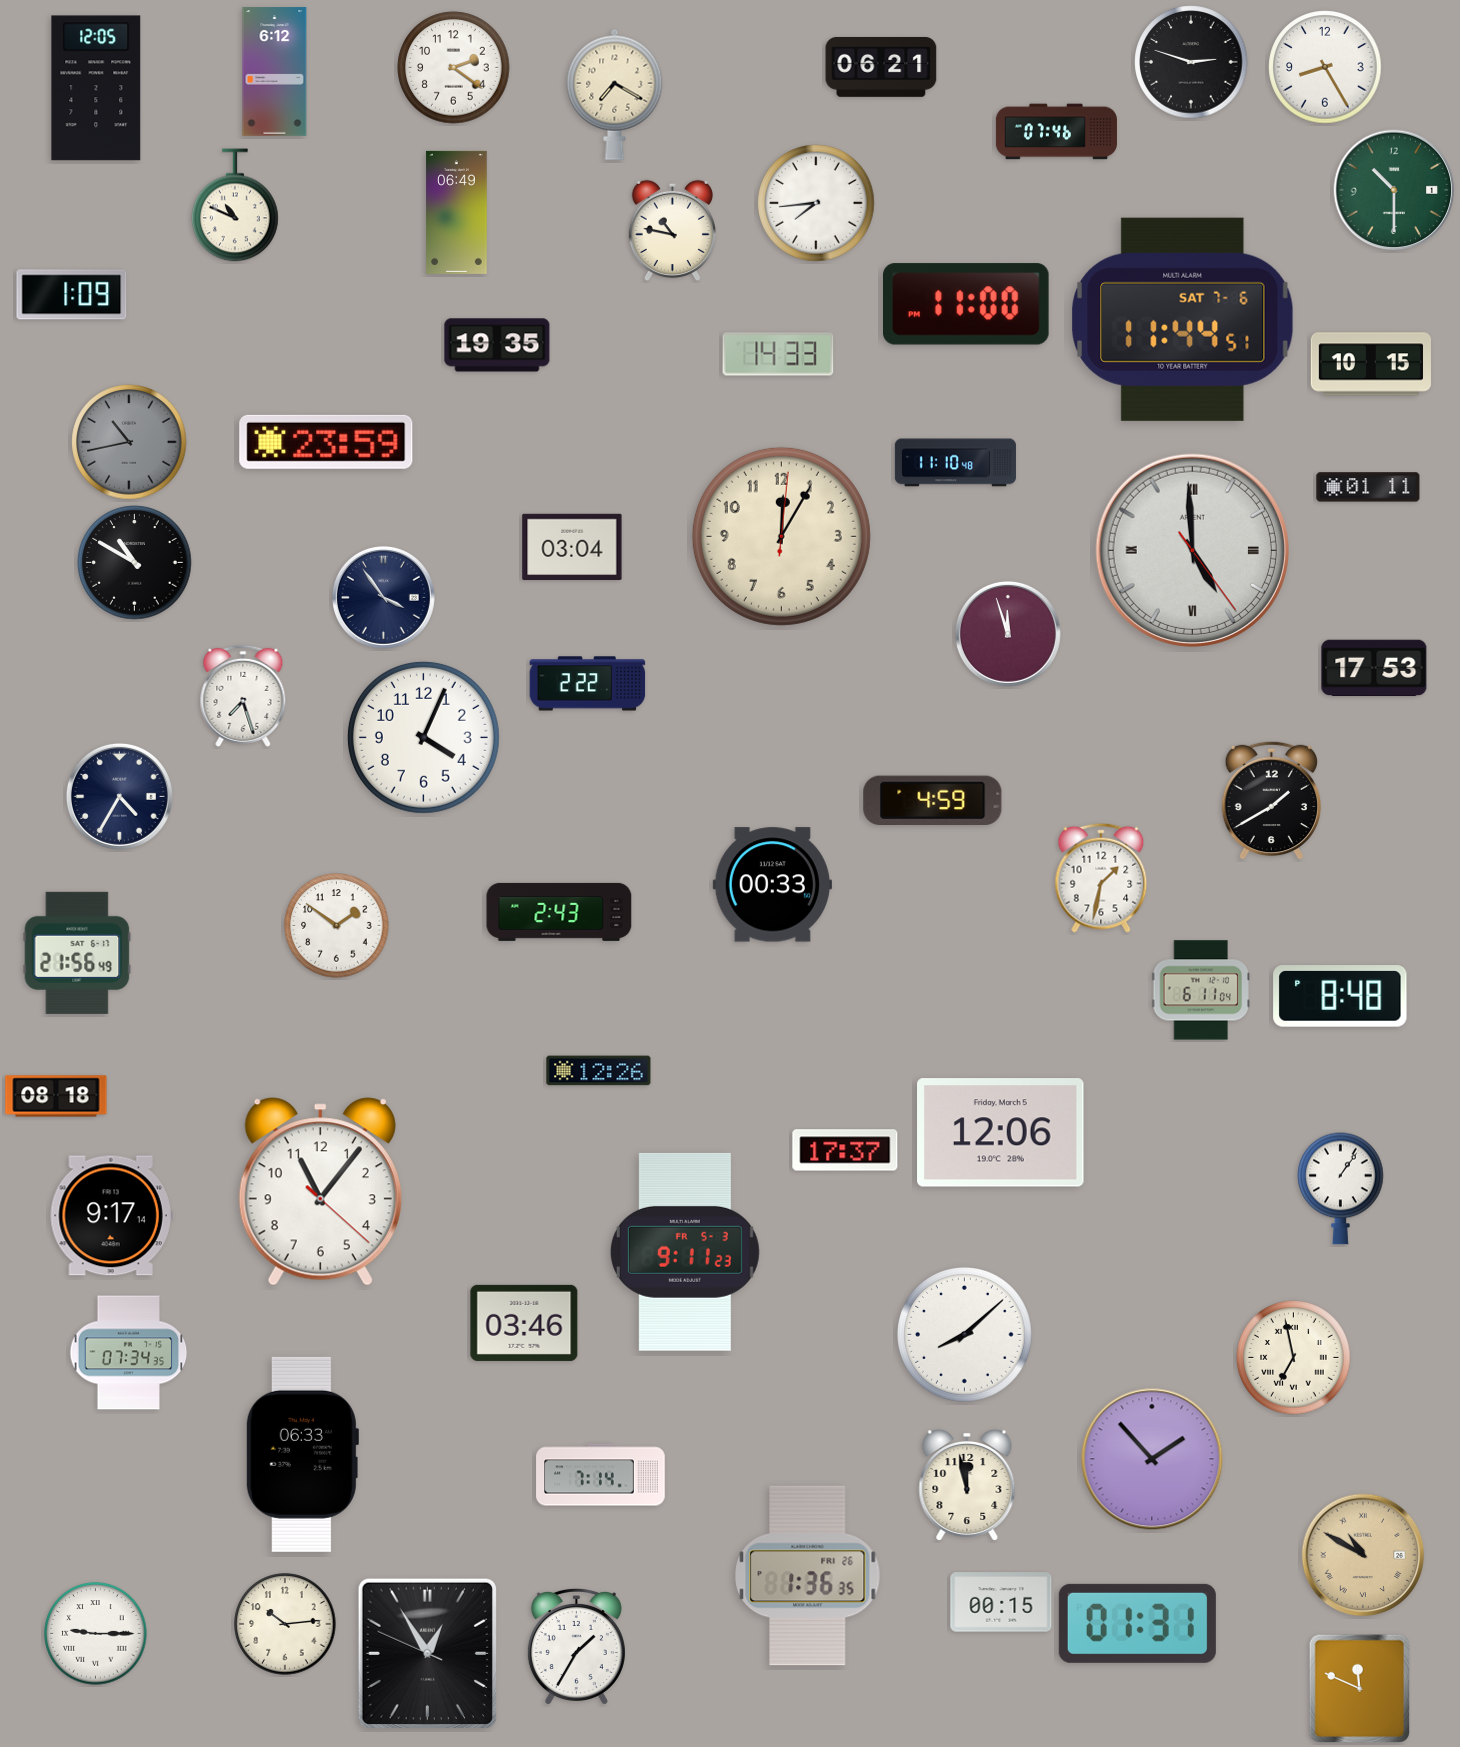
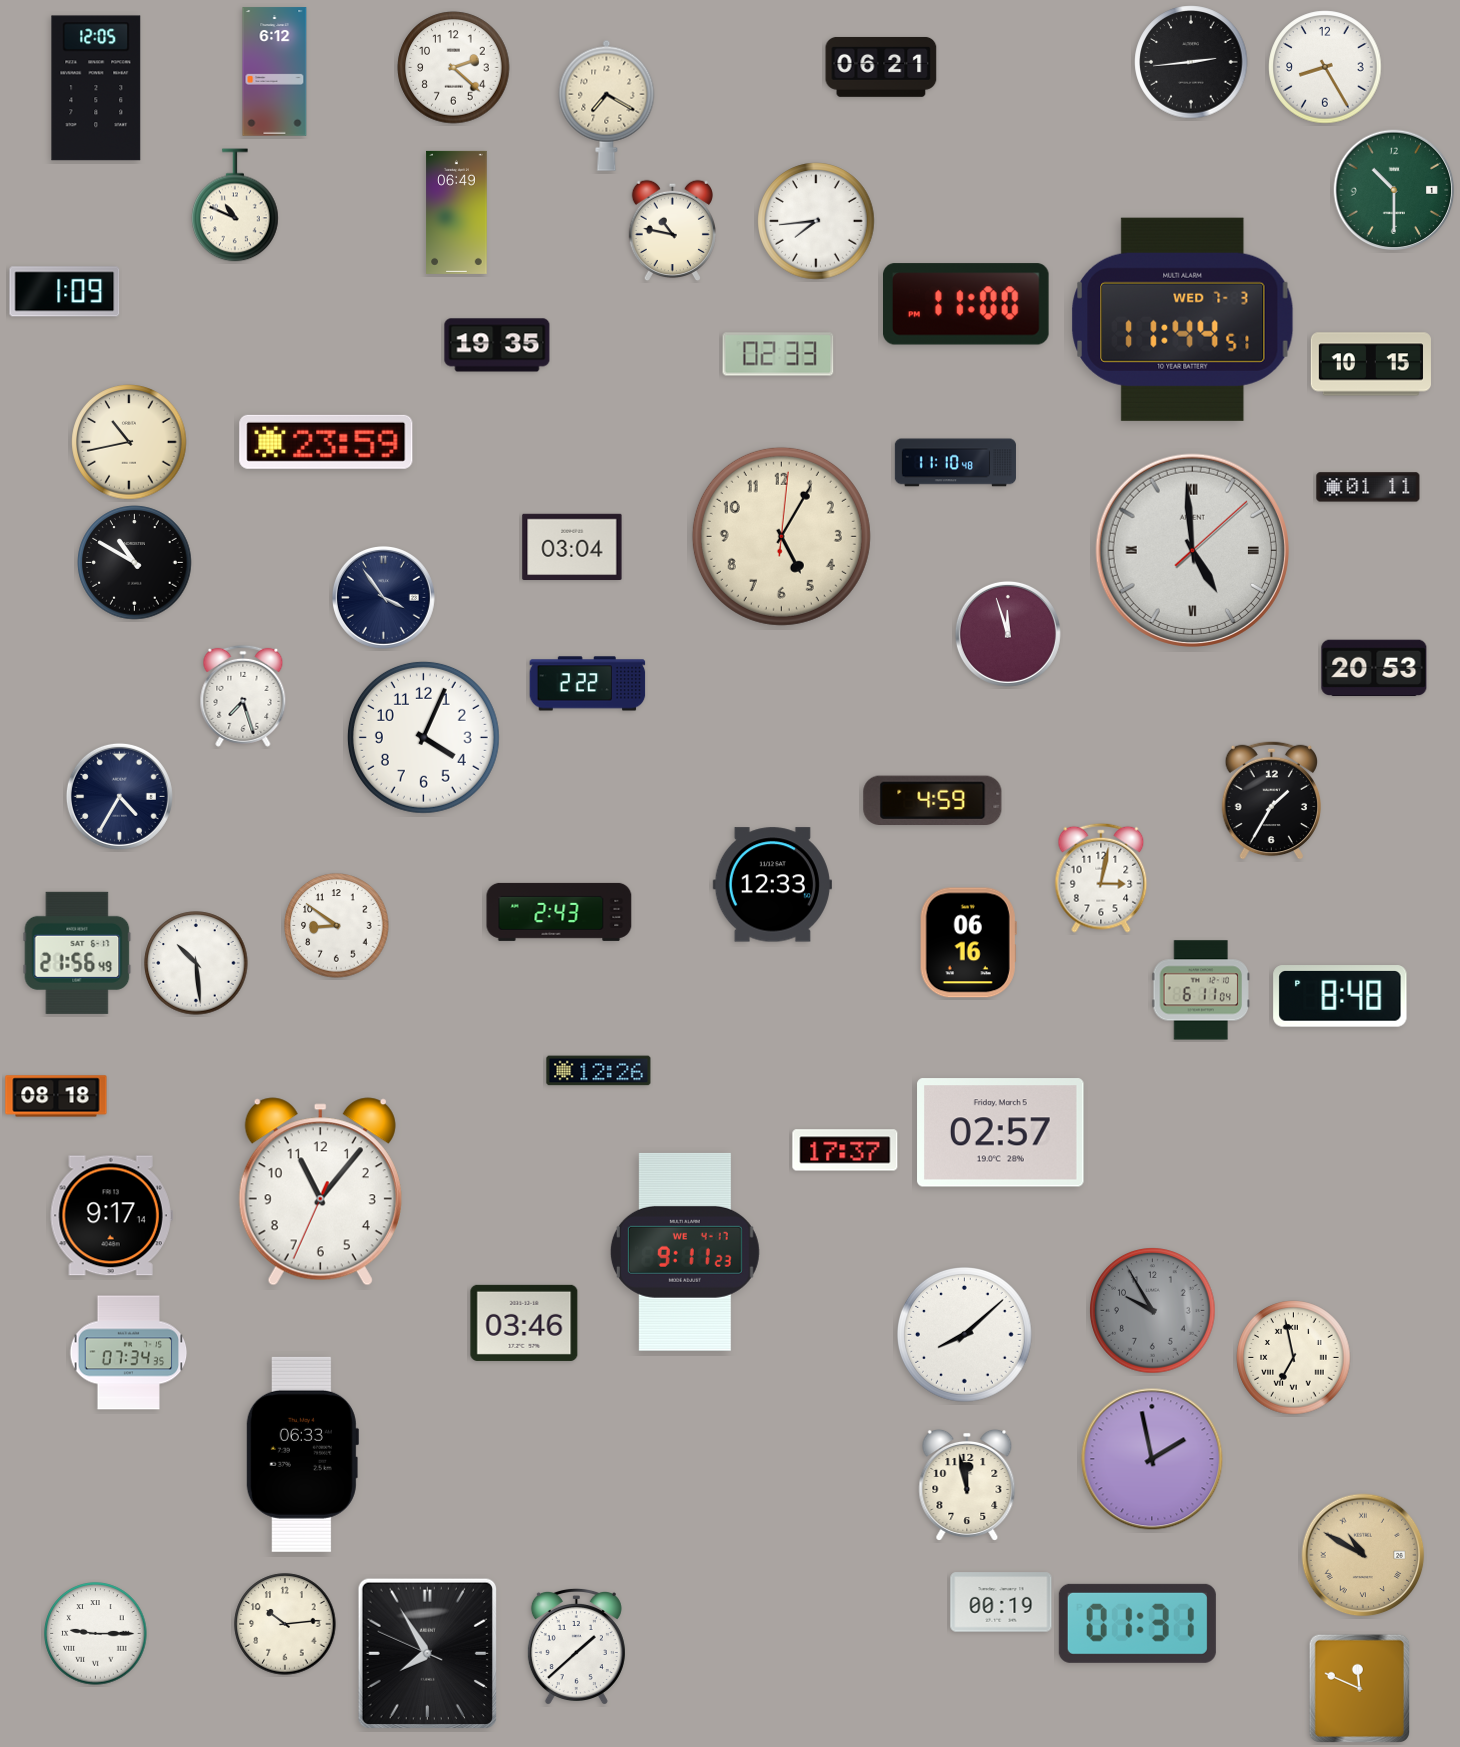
clock at (1191, 62): 2:48 -> 2:44
clock at (454, 68): 2:21 -> 2:22
clock at (615, 94) position: (615, 94) -> (607, 105)
clock at (1056, 132): 07:46 -> none
clock at (816, 203) position: (816, 203) -> (816, 221)
clock at (72, 295) position: (72, 295) -> (65, 292)
clock at (1183, 319) date: SAT 7-6 -> WED 7-3
clock at (778, 354): 14:33 -> 02:33
clock at (129, 442) dial: grey -> cream
clock at (781, 536): 12:05 -> 5:05
clock at (1192, 550): 4:59:24 -> 4:59:08
clock at (1374, 668): 17:53 -> 20:53
clock at (1271, 800): 1:40 -> 1:35
clock at (1101, 878): 1:32 -> 3:02
clock at (772, 885): 00:33 -> 12:33
clock at (337, 926): 1:51 -> 8:51
clock at (968, 943): none -> 06:16
clock at (196, 963): none -> 10:29
clock at (1001, 1133): 12:06 -> 02:57
clock at (1341, 1188): 1:06 -> none
clock at (320, 1192): 11:06:22 -> 11:06:34
clock at (685, 1252) date: FR 5-3 -> WE 4-17
clock at (1153, 1311): none -> 9:55
clock at (1152, 1459): 1:53 -> 1:58
clock at (601, 1475): 7:14 -> none
clock at (808, 1576): 1:36 -> none
clock at (1001, 1602): 00:15 -> 00:19
clock at (576, 1646): 1:35 -> 1:38
clock at (427, 1653): 12:54 -> 7:54
